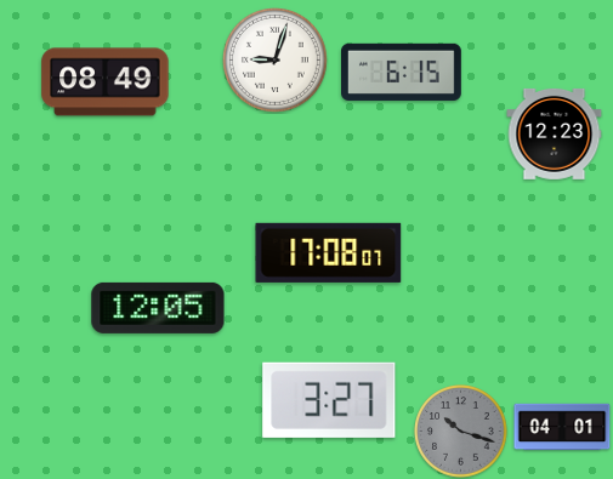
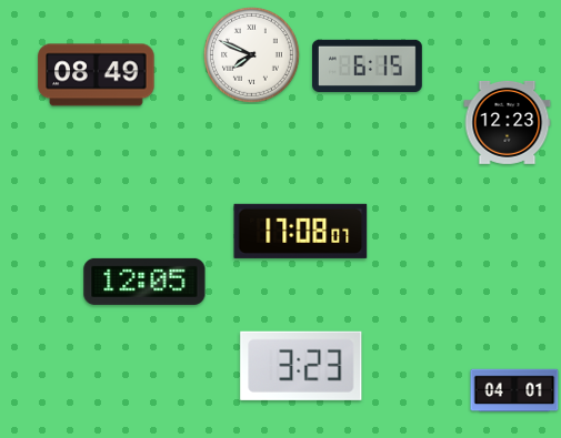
clock at (276, 61): 9:03 -> 7:49
clock at (329, 400): 3:27 -> 3:23
clock at (461, 432): 10:18 -> none
